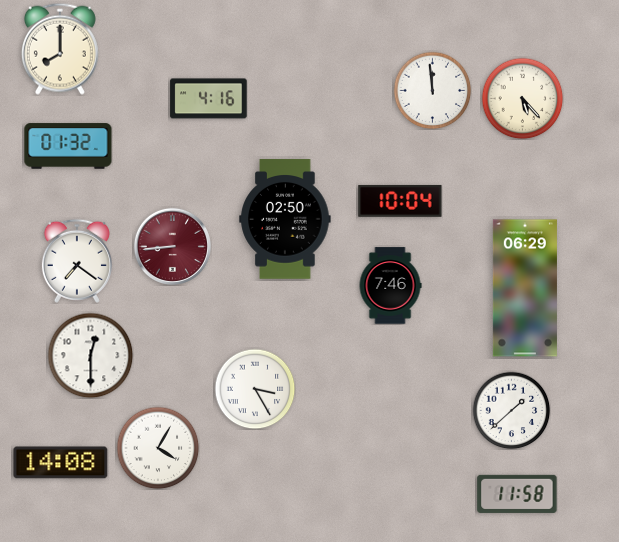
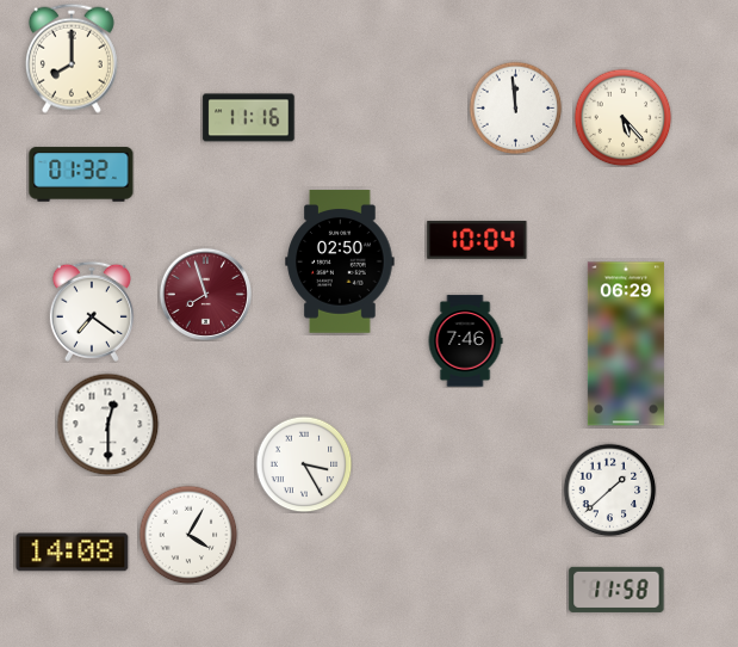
clock at (209, 99): 4:16 -> 11:16
clock at (172, 246): 8:44 -> 7:57
